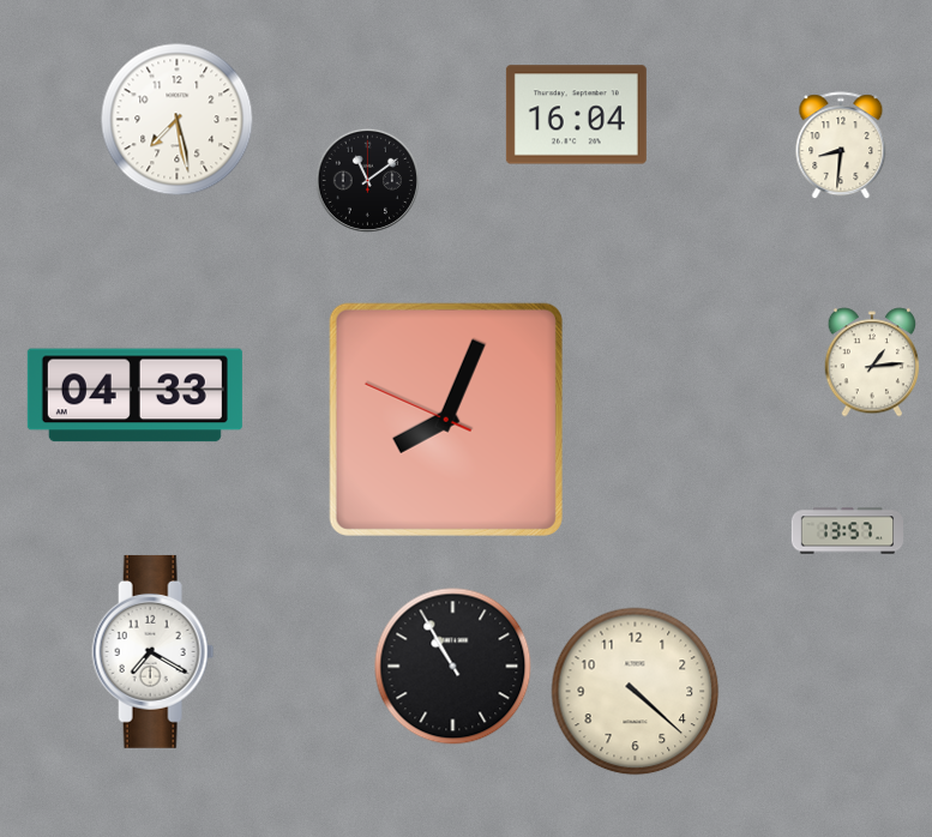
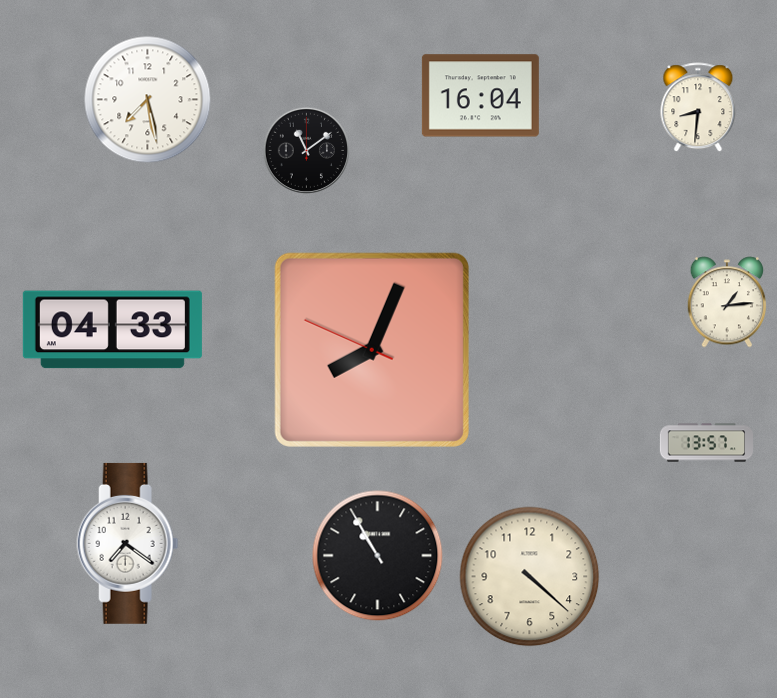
clock at (841, 146) position: (841, 146) -> (698, 108)
clock at (154, 651): 7:20 -> 7:21
